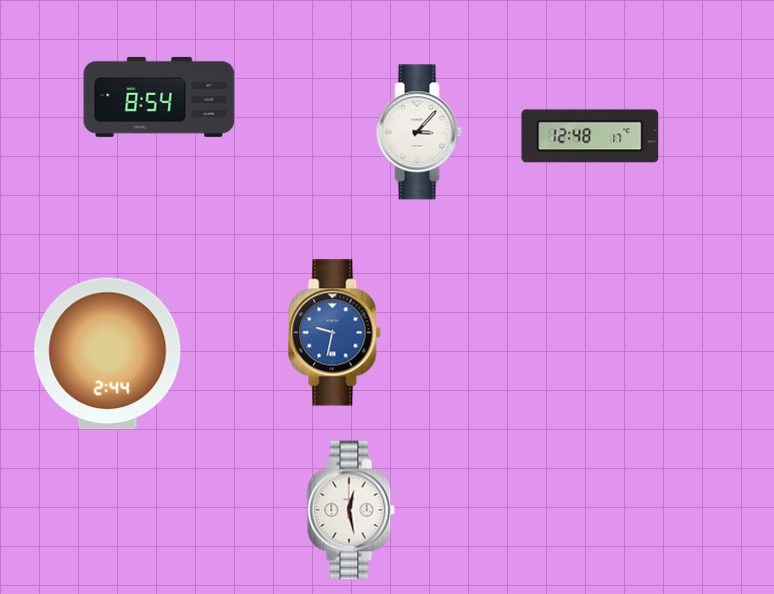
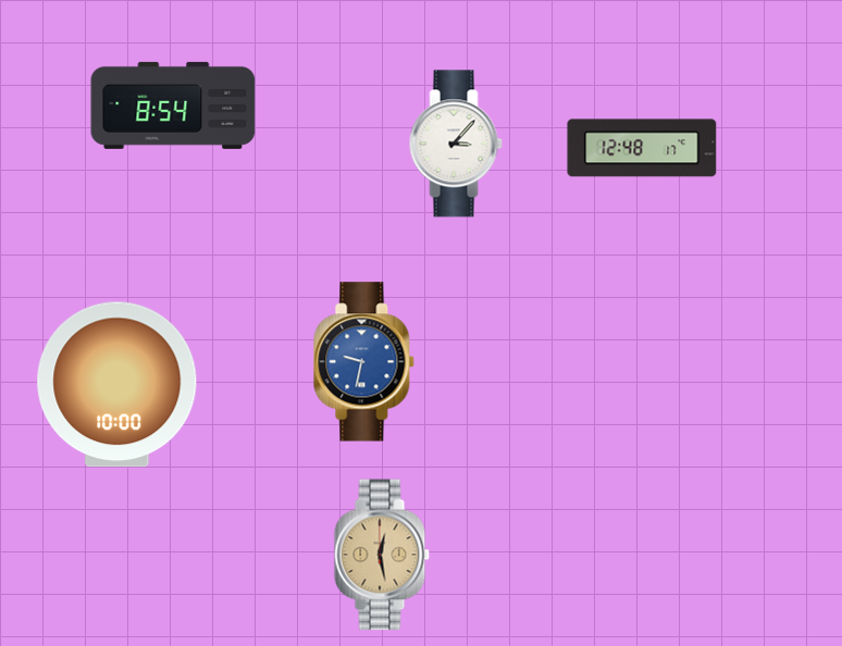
clock at (108, 354): 2:44 -> 10:00
clock at (351, 510) dial: white -> champagne
